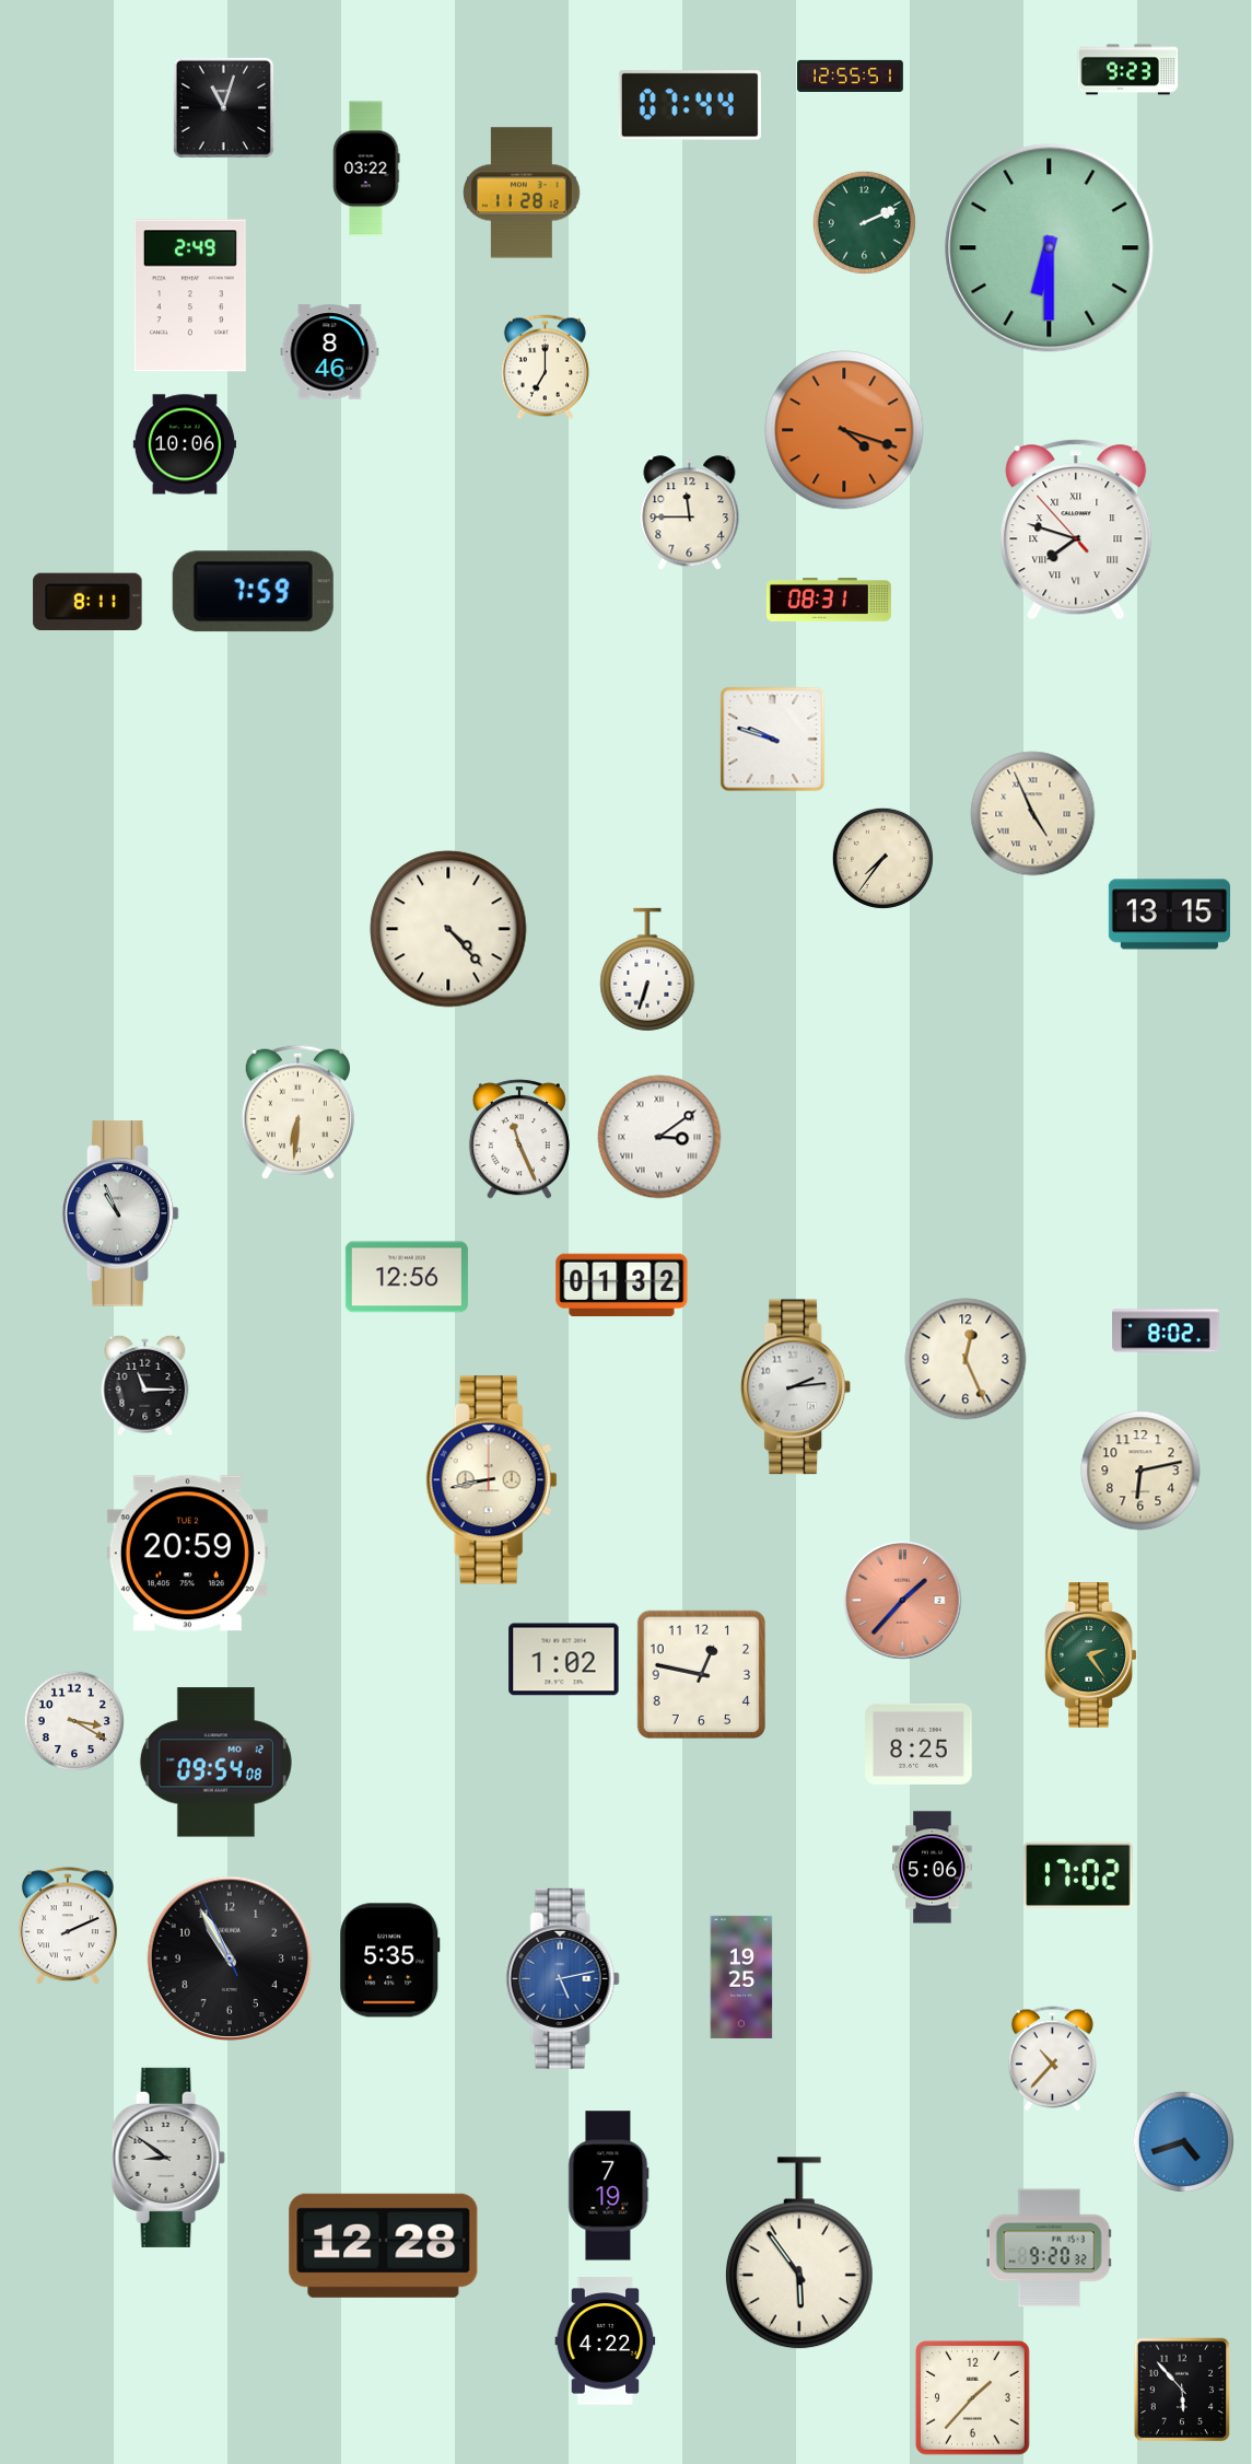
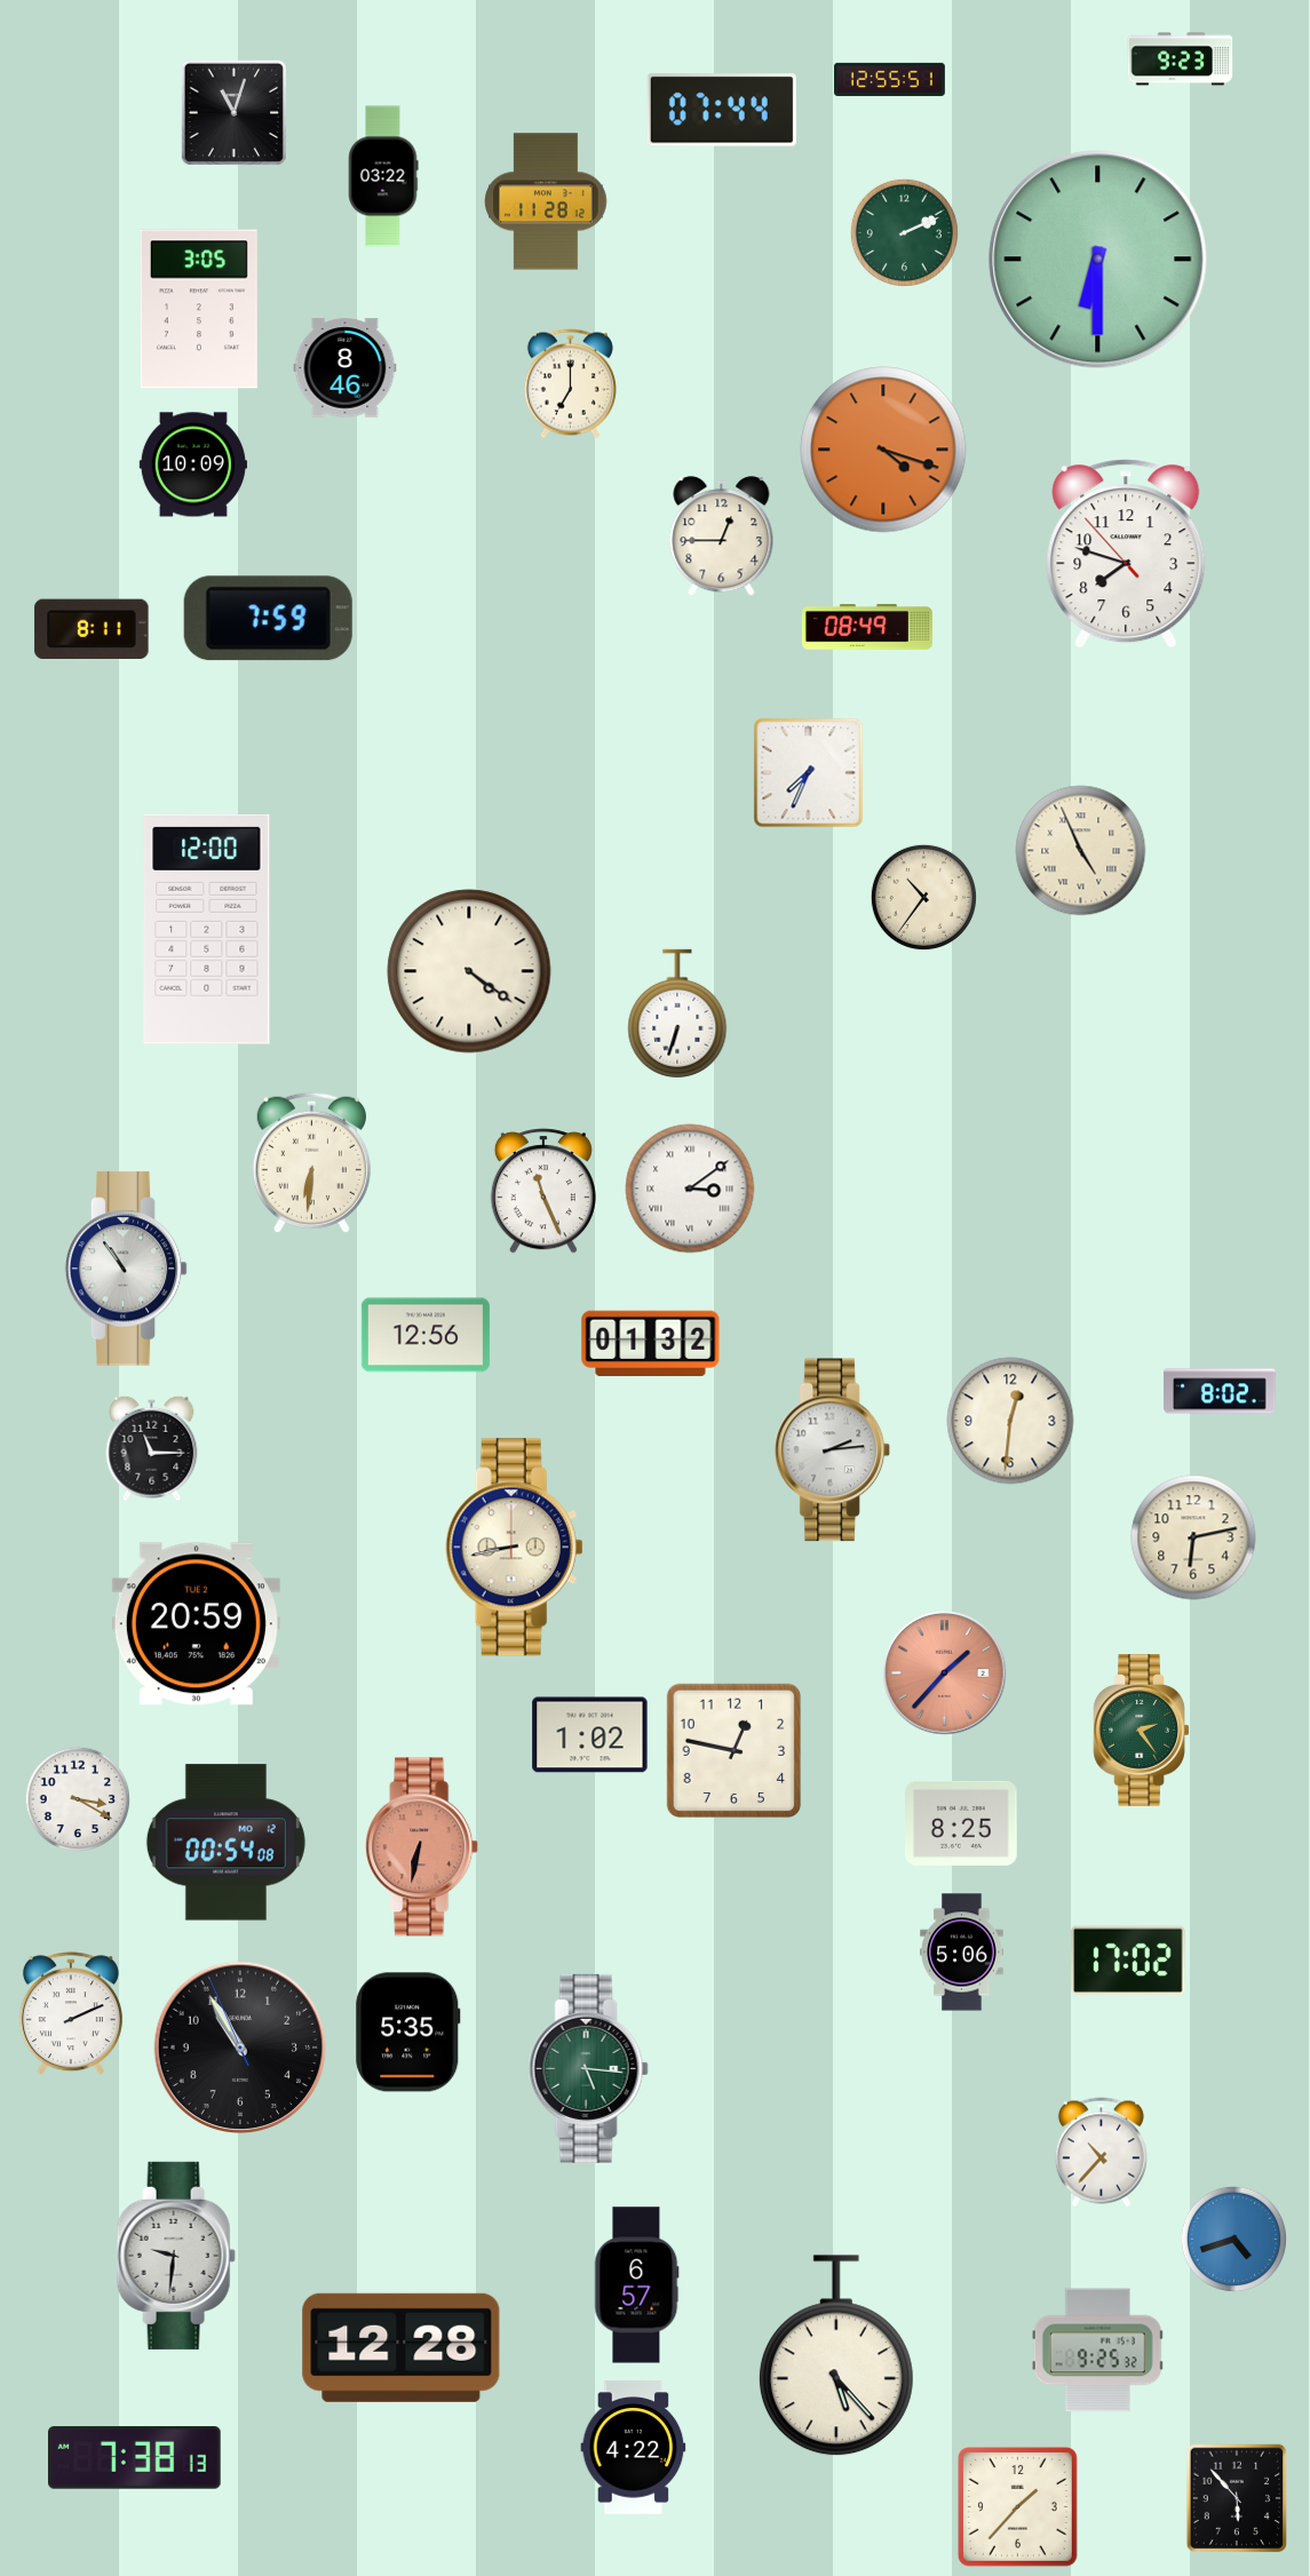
clock at (1128, 70) position: (1128, 70) -> (1181, 59)
clock at (190, 295): 2:49 -> 3:05
clock at (185, 444): 10:06 -> 10:09
clock at (690, 513): 11:45 -> 12:45
clock at (1076, 530) numerals: Roman -> Arabic
clock at (253, 592) position: (253, 592) -> (268, 619)
clock at (829, 601): 08:31 -> 08:49
clock at (773, 740): 9:48 -> 7:34
clock at (882, 858): 7:36 -> 10:36
clock at (207, 929): none -> 12:00
clock at (1169, 915): 13:15 -> none
clock at (448, 929): 4:23 -> 4:21
clock at (120, 1213): 10:56 -> 10:54
clock at (966, 1359): 12:26 -> 12:31
clock at (215, 1763): 09:54 -> 00:54
clock at (422, 1847): none -> 6:32
clock at (933, 1868) position: (933, 1868) -> (962, 1953)
clock at (390, 1961) position: (390, 1961) -> (408, 2033)
clock at (741, 1977): 19:25 -> none
clock at (562, 1978): 5:13 -> 5:16
clock at (562, 1978) dial: blue -> green
clock at (1183, 2141) position: (1183, 2141) -> (1233, 2239)
clock at (168, 2158): 8:51 -> 9:31
clock at (609, 2186): 7:19 -> 6:57
clock at (1049, 2248): 9:20 -> 9:25
clock at (799, 2254): 5:54 -> 5:23
clock at (135, 2458): none -> 7:38
